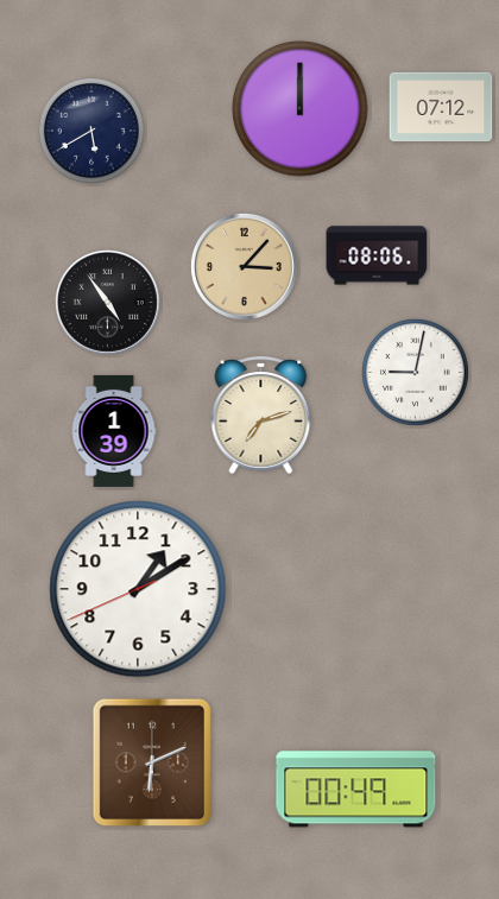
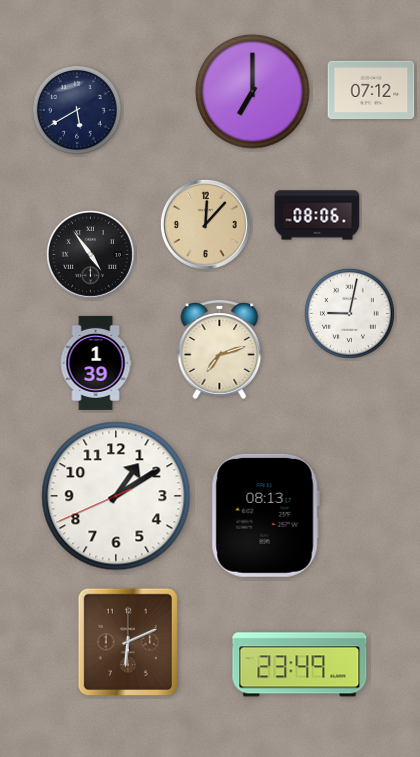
clock at (301, 109): 12:00 -> 7:00
clock at (244, 266): 3:07 -> 12:07
clock at (265, 515): none -> 08:13
clock at (356, 790): 00:49 -> 23:49
